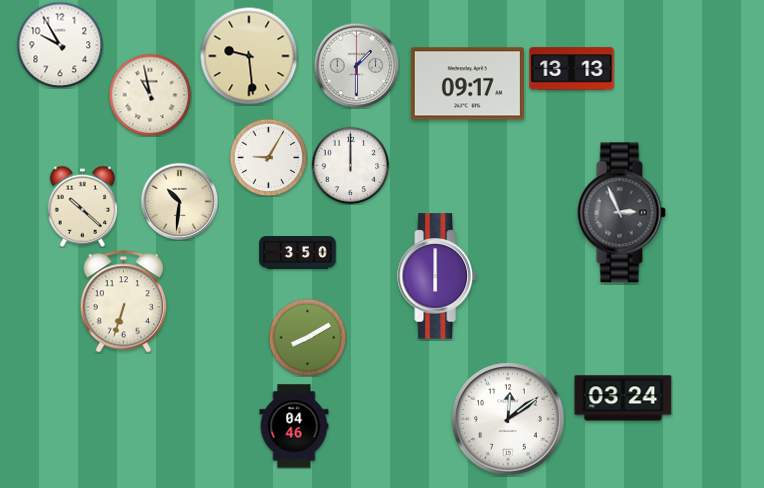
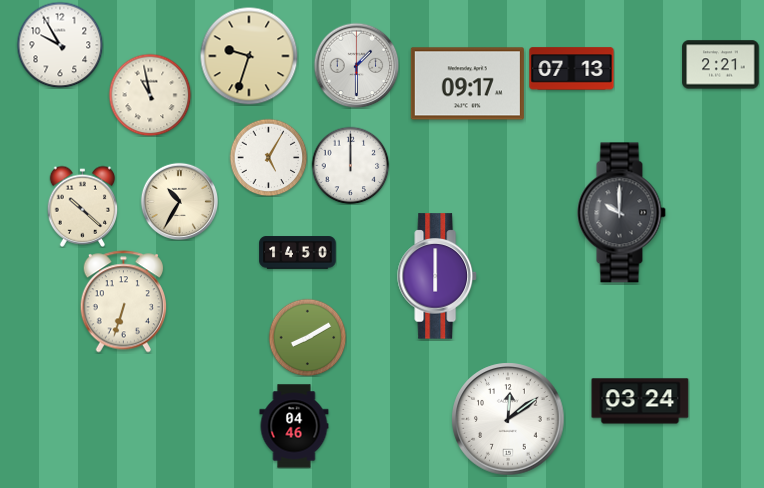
clock at (249, 56): 9:29 -> 9:33
clock at (721, 65): none -> 2:21
clock at (572, 69): 13:13 -> 07:13
clock at (268, 157): 9:05 -> 5:05
clock at (179, 201): 10:31 -> 10:35
clock at (621, 213): 2:56 -> 10:00
clock at (298, 253): 3:50 -> 14:50
clock at (623, 398) position: (623, 398) -> (640, 401)
